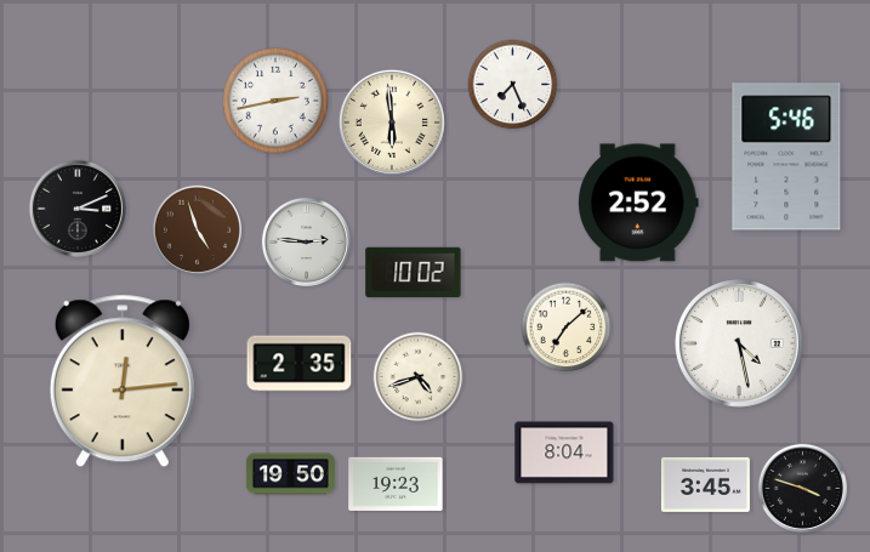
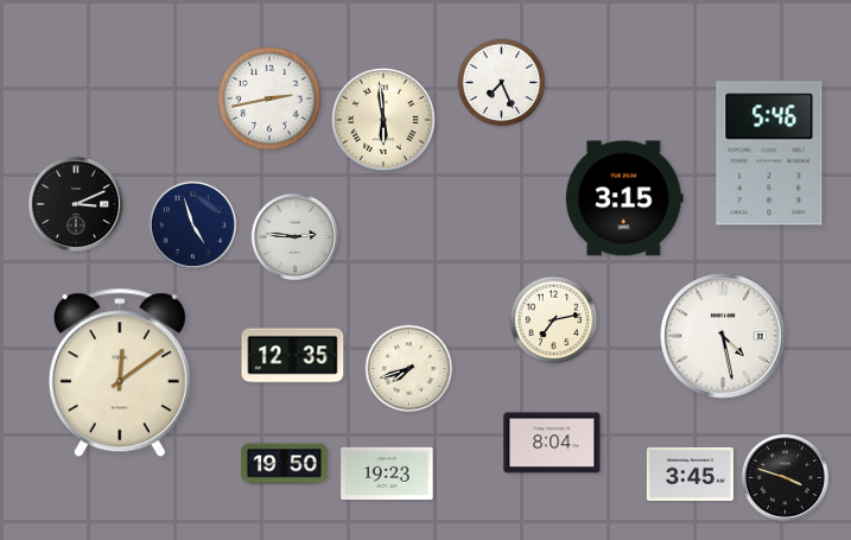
clock at (639, 203): 2:52 -> 3:15
clock at (197, 229) dial: brown -> navy
clock at (306, 241) position: (306, 241) -> (294, 236)
clock at (414, 273): 10:02 -> none
clock at (567, 328): 7:08 -> 7:13
clock at (300, 364): 2:35 -> 12:35
clock at (419, 377): 4:42 -> 7:42
clock at (123, 381): 12:14 -> 12:09
